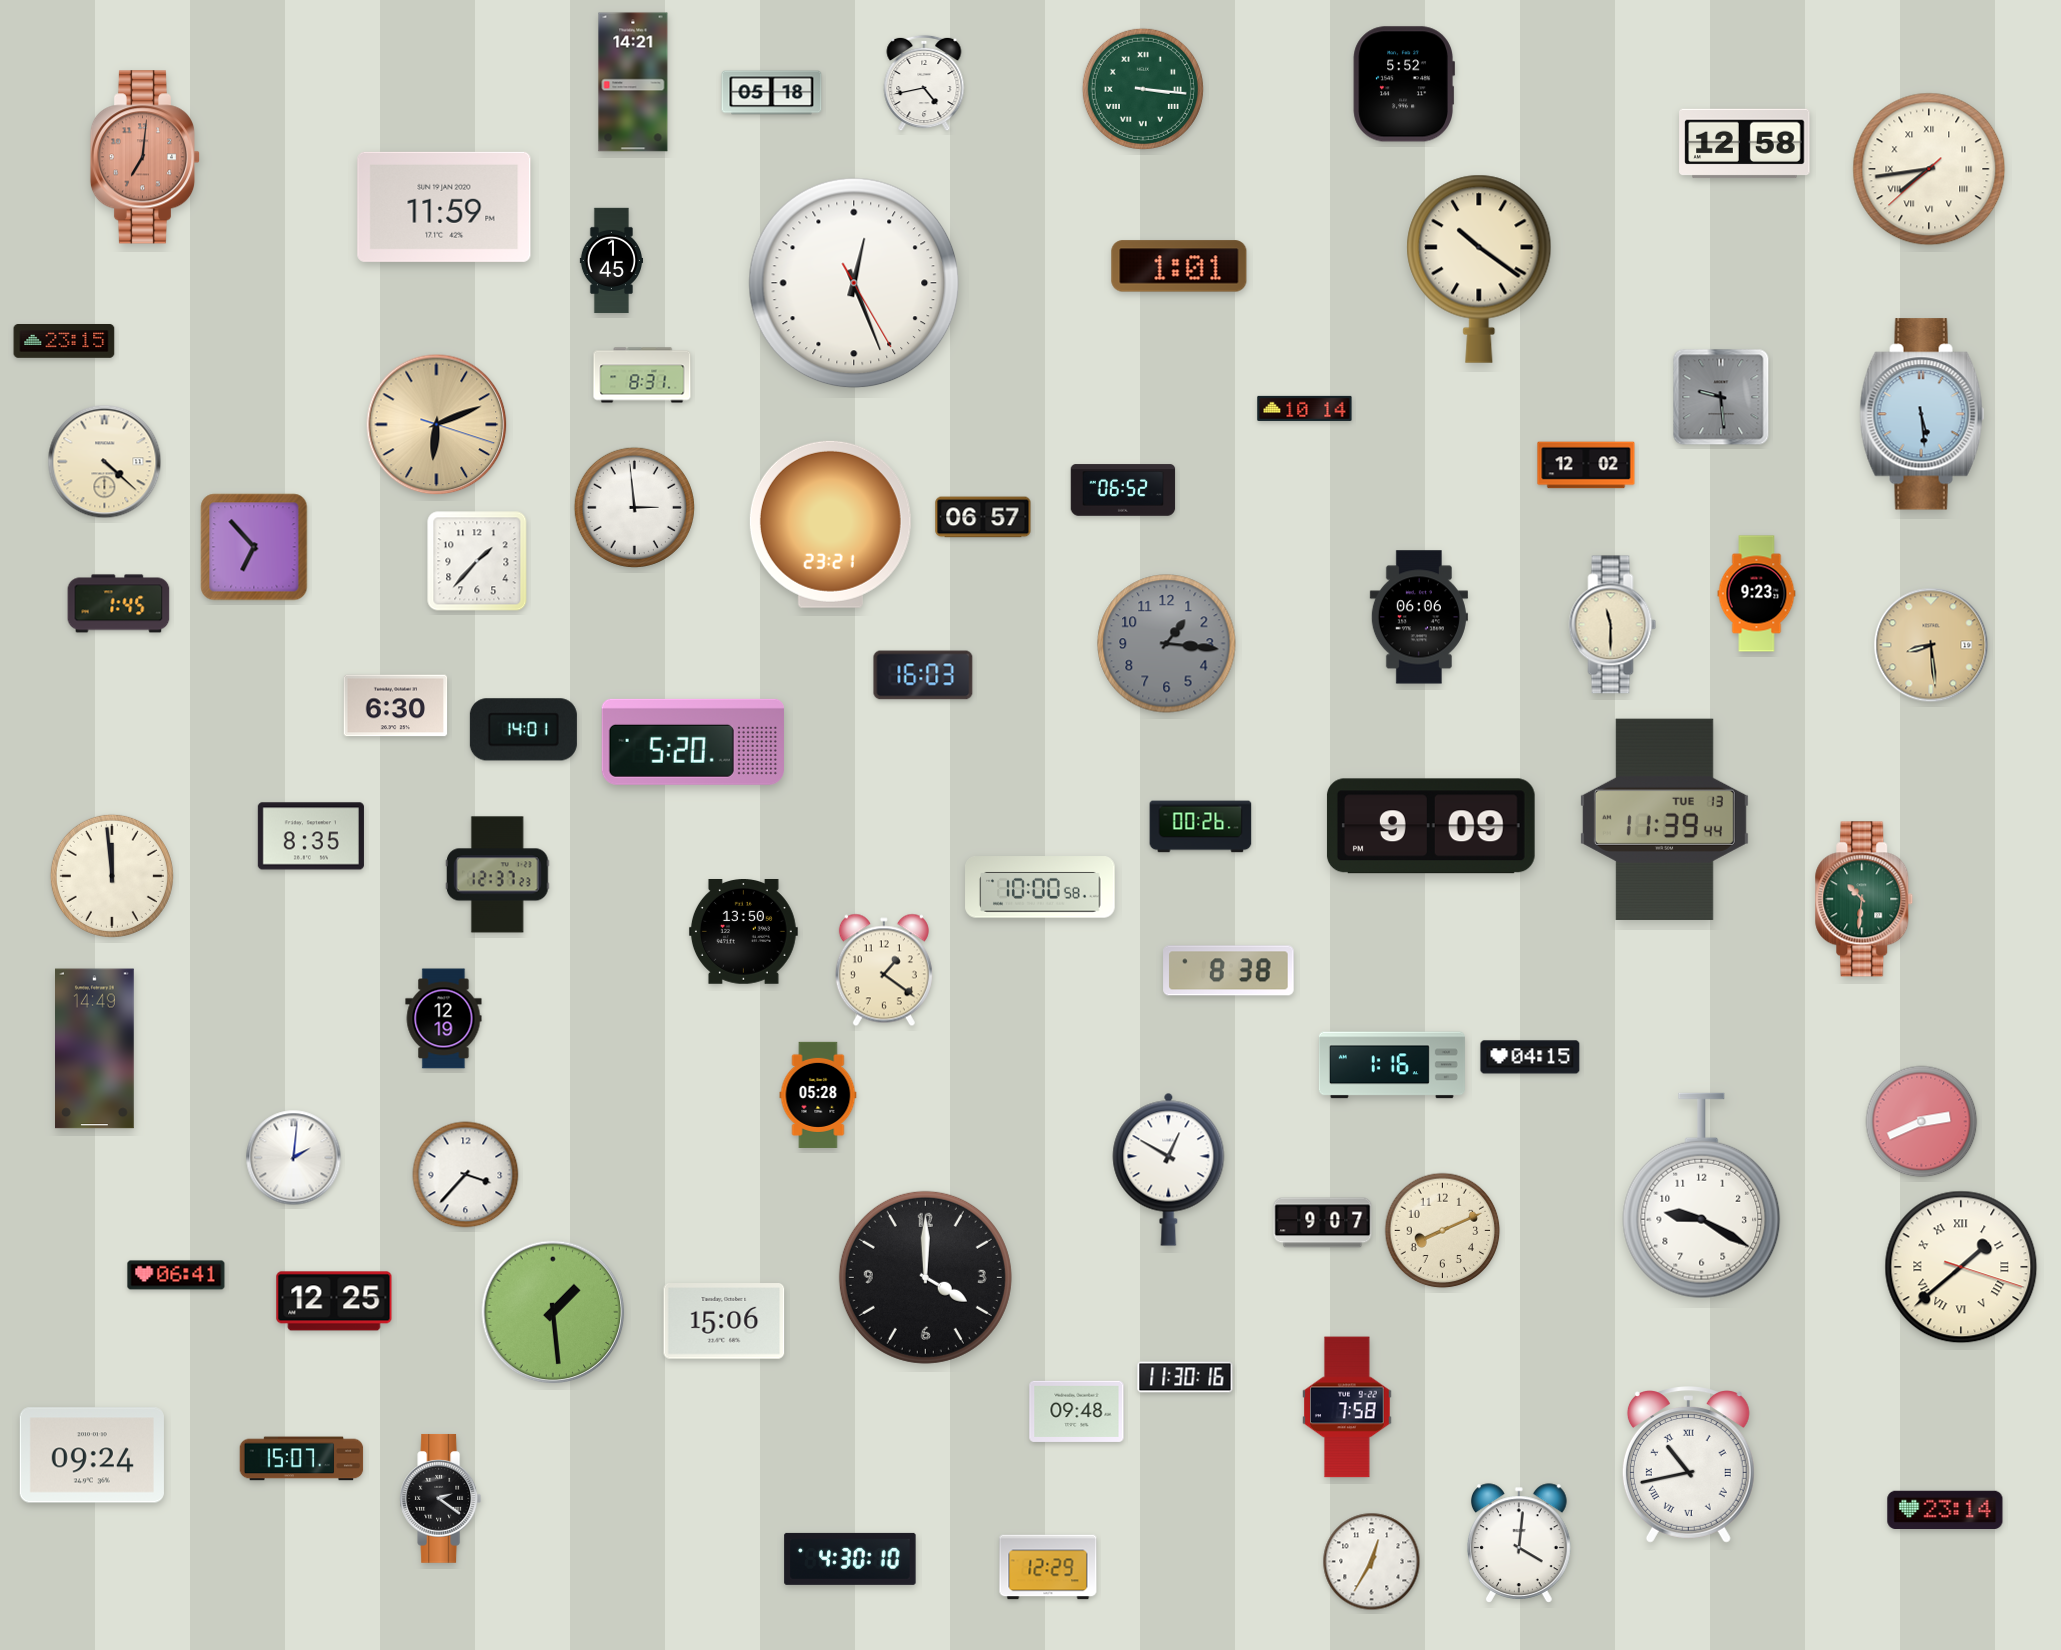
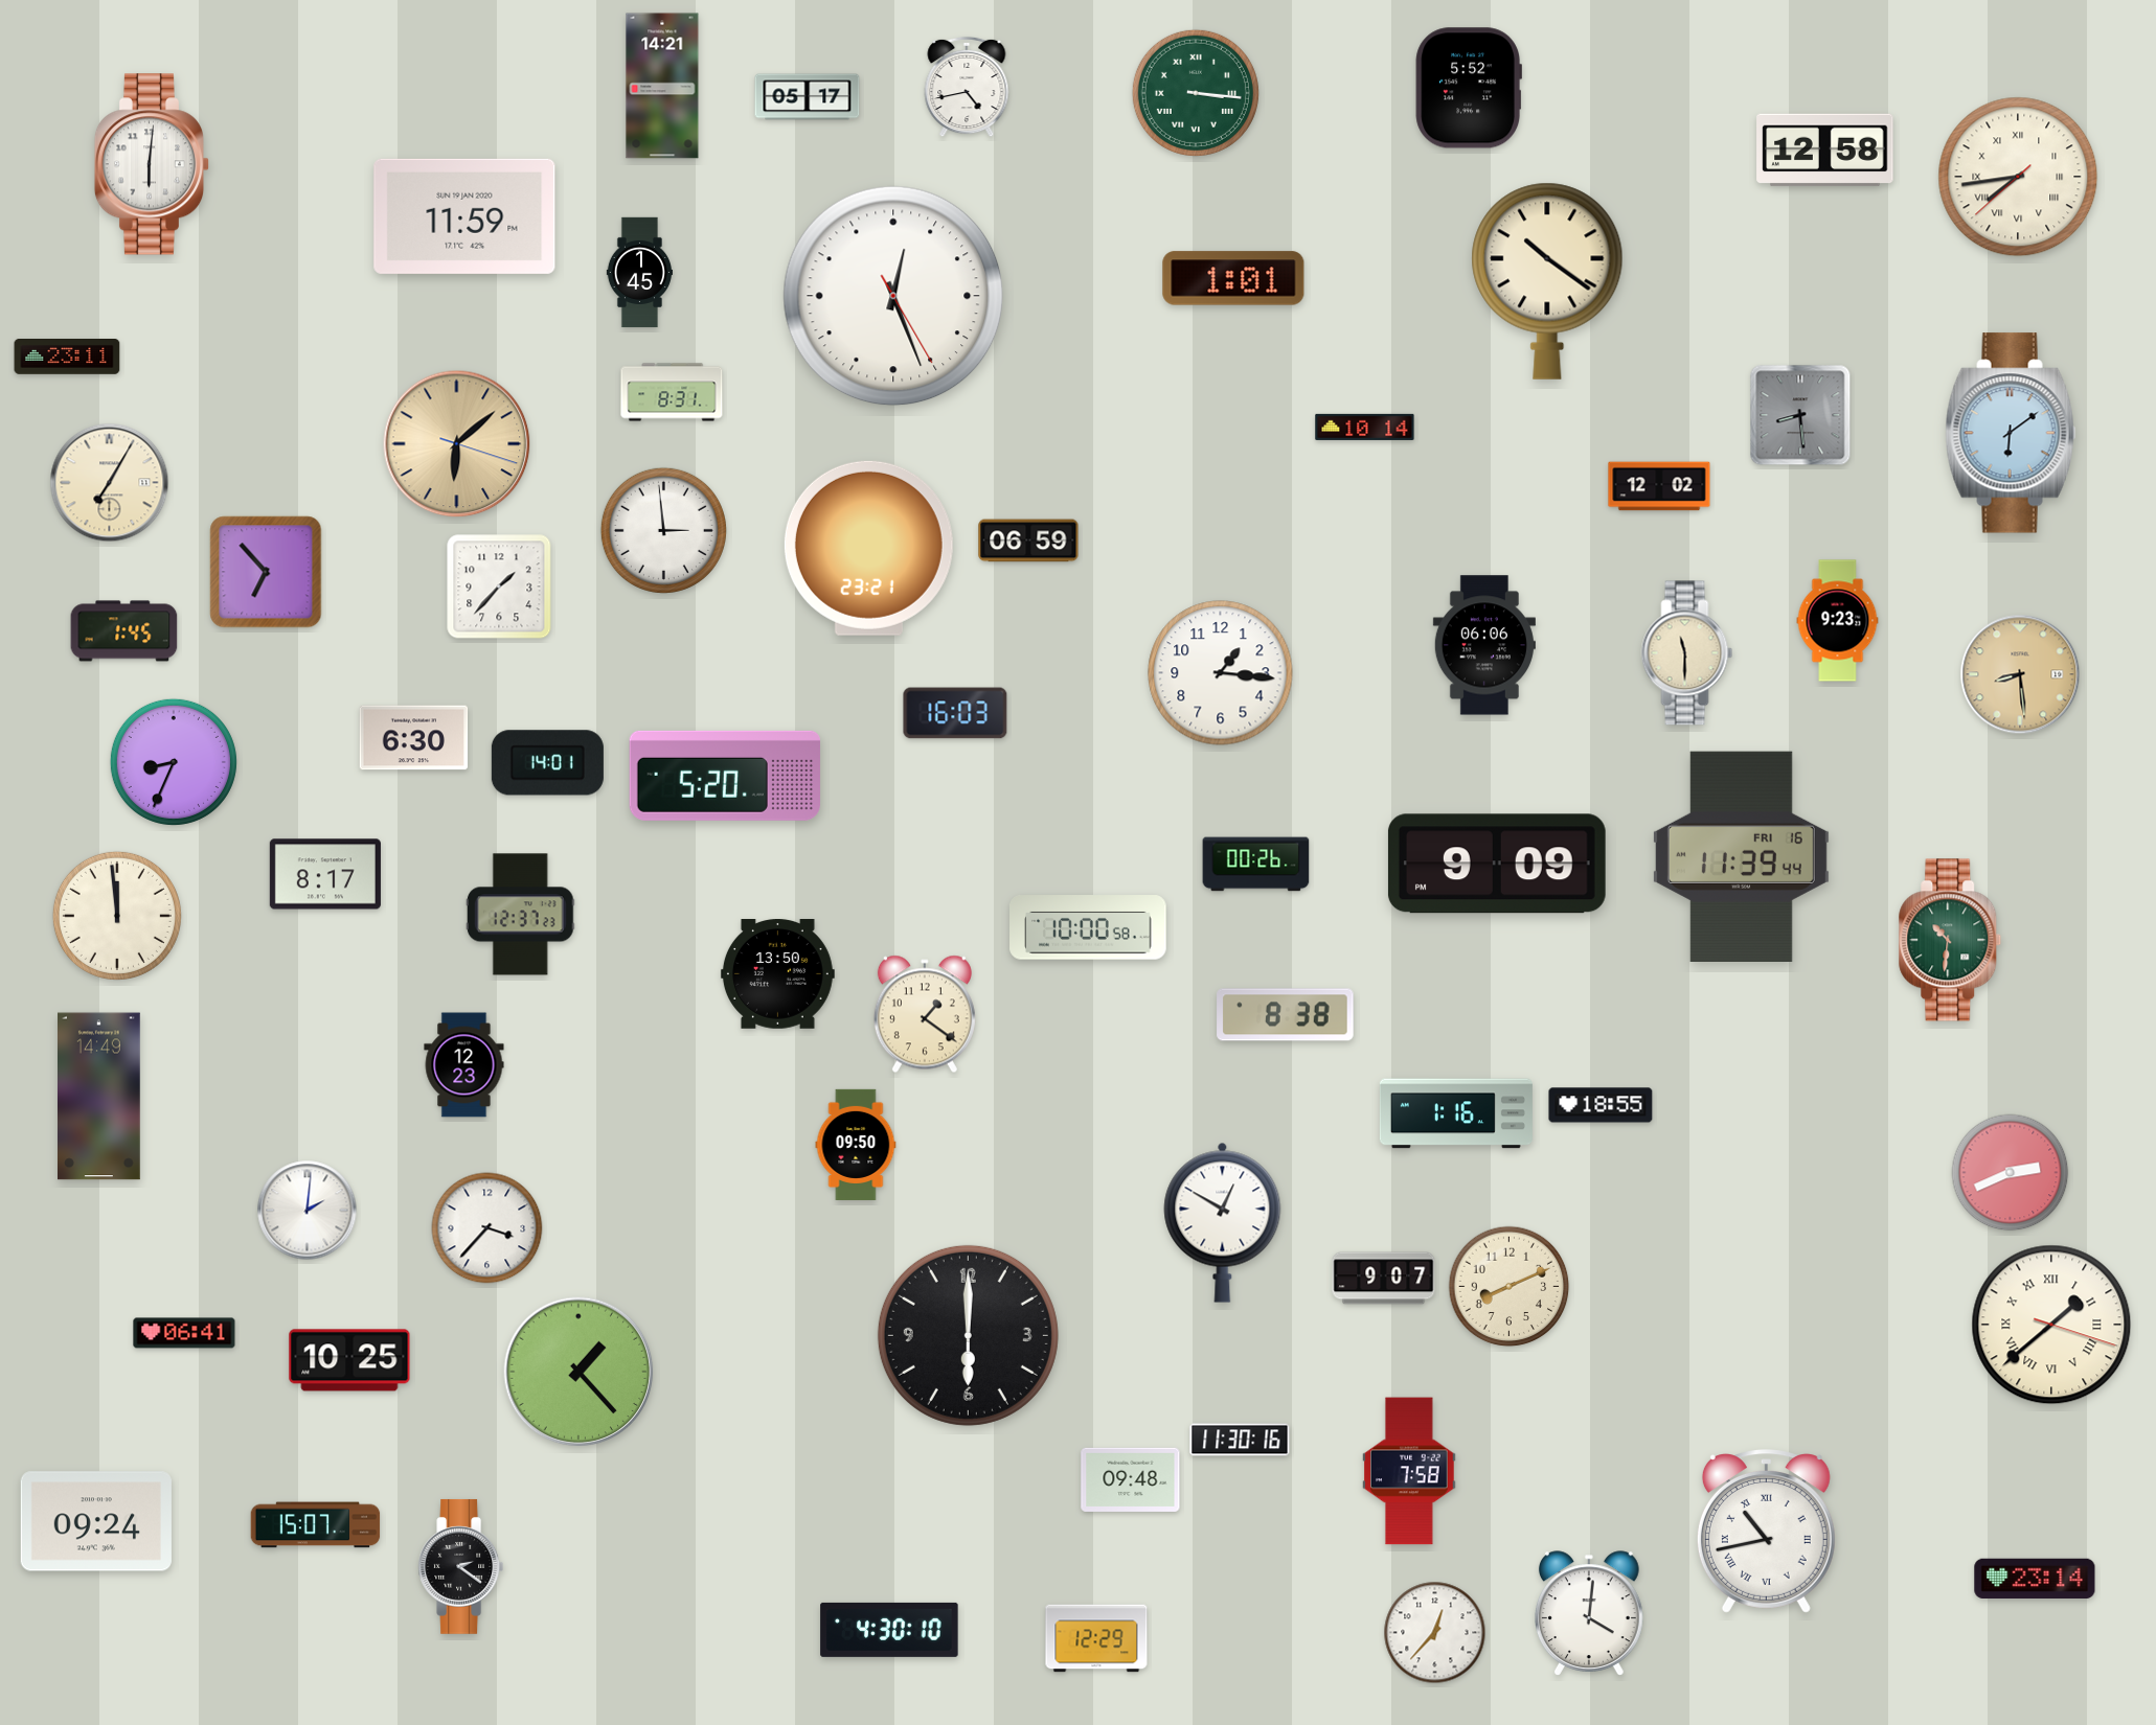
clock at (772, 93): 05:18 -> 05:17
clock at (145, 157): 7:01 -> 6:01
clock at (145, 157) dial: salmon -> white
clock at (64, 342): 23:15 -> 23:11
clock at (1721, 397): 9:29 -> 8:29
clock at (1922, 414): 5:29 -> 6:09
clock at (437, 425): 6:11 -> 6:08
clock at (105, 462): 4:22 -> 7:05
clock at (1123, 490): 06:52 -> none
clock at (983, 517): 06:57 -> 06:59
clock at (1167, 644) dial: grey -> white
clock at (923, 675) position: (923, 675) -> (955, 713)
clock at (174, 762): none -> 8:34
clock at (1664, 819) date: TUE 13 -> FRI 16
clock at (311, 836): 8:35 -> 8:17
clock at (444, 1019): 12:19 -> 12:23
clock at (1530, 1057): 04:15 -> 18:55
clock at (818, 1095): 05:28 -> 09:50
clock at (1702, 1196): 9:20 -> none
clock at (925, 1277): 4:00 -> 6:00
clock at (334, 1301): 12:25 -> 10:25
clock at (553, 1312): 1:29 -> 1:23
clock at (724, 1321): 15:06 -> none
clock at (1077, 1411) position: (1077, 1411) -> (1131, 1479)
clock at (1372, 1562): 12:35 -> 12:37
